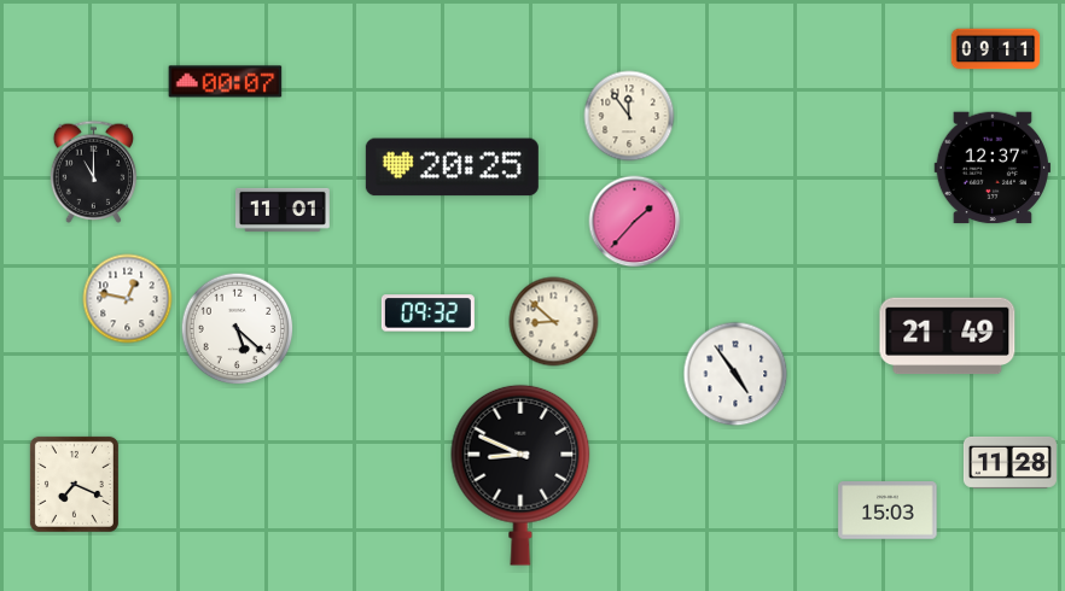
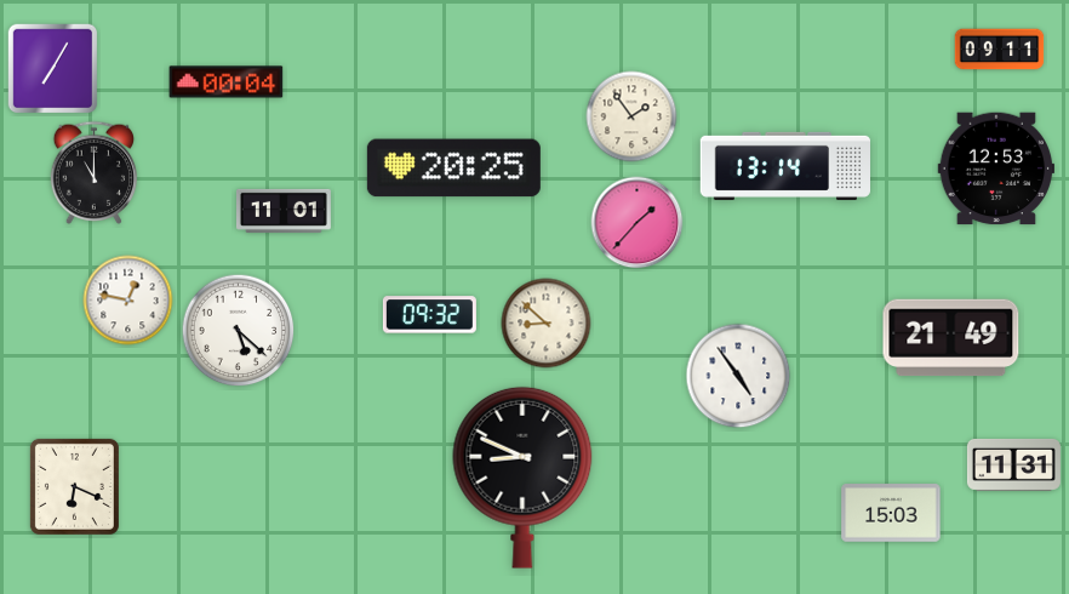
clock at (53, 69): none -> 7:05
clock at (226, 82): 00:07 -> 00:04
clock at (629, 116): 11:54 -> 1:54
clock at (784, 166): none -> 13:14
clock at (991, 168): 12:37 -> 12:53
clock at (554, 322) position: (554, 322) -> (547, 324)
clock at (1009, 462): 11:28 -> 11:31
clock at (74, 484): 7:19 -> 6:19
